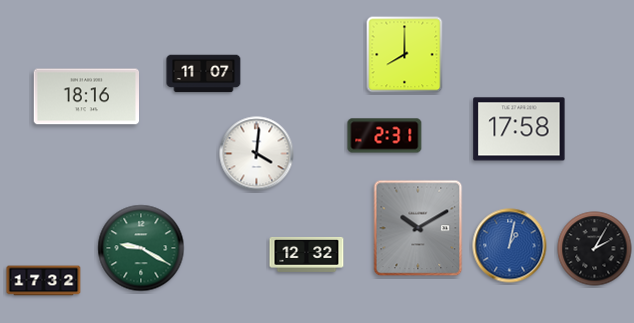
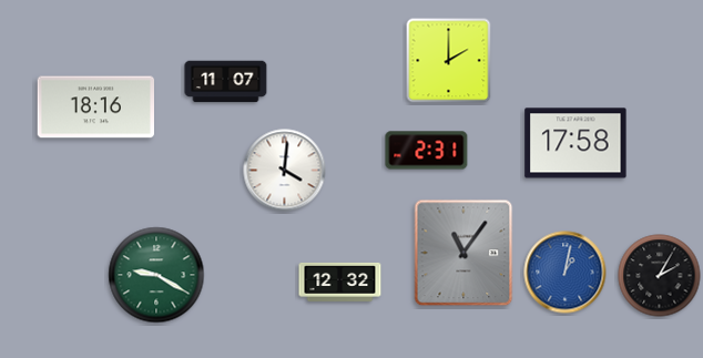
clock at (405, 55): 8:00 -> 2:00
clock at (418, 228): 10:10 -> 11:06
clock at (44, 281): 17:32 -> none
